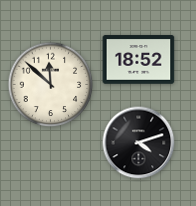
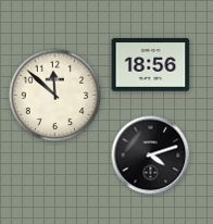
clock at (139, 60): 18:52 -> 18:56
clock at (51, 85) position: (51, 85) -> (55, 96)
